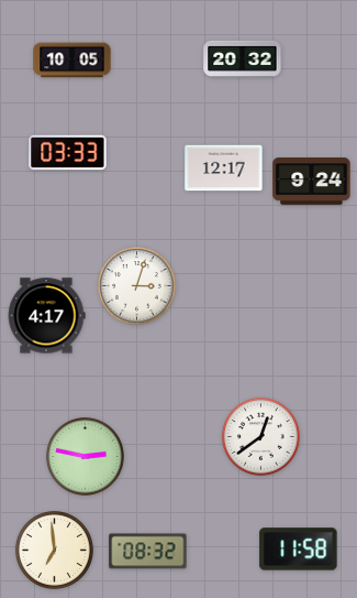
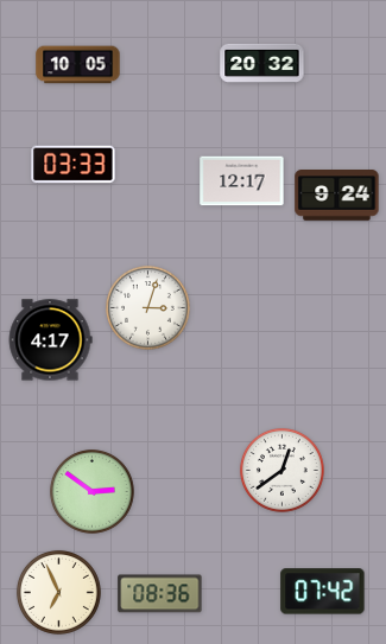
clock at (85, 456): 2:47 -> 2:51
clock at (54, 550): 6:59 -> 6:56
clock at (299, 550): 11:58 -> 07:42
clock at (148, 552): 08:32 -> 08:36
